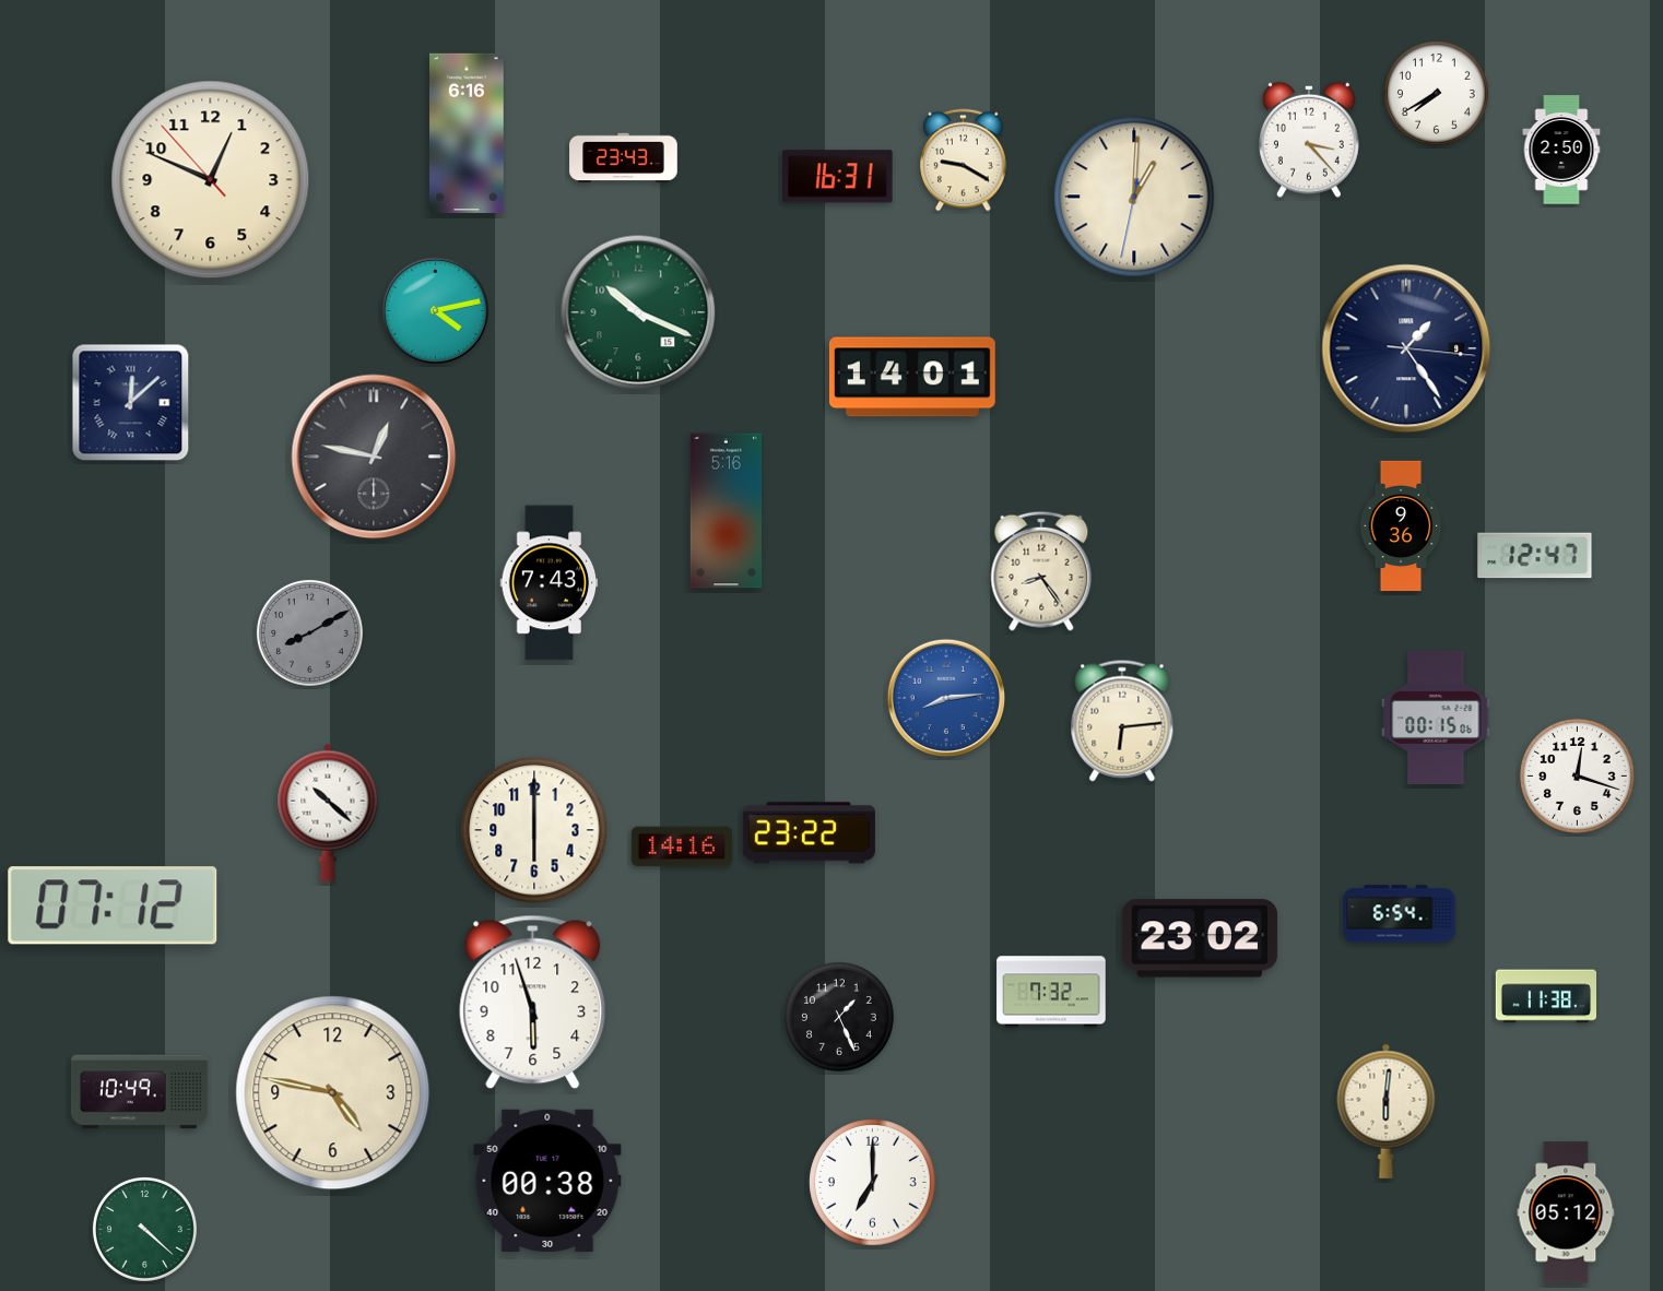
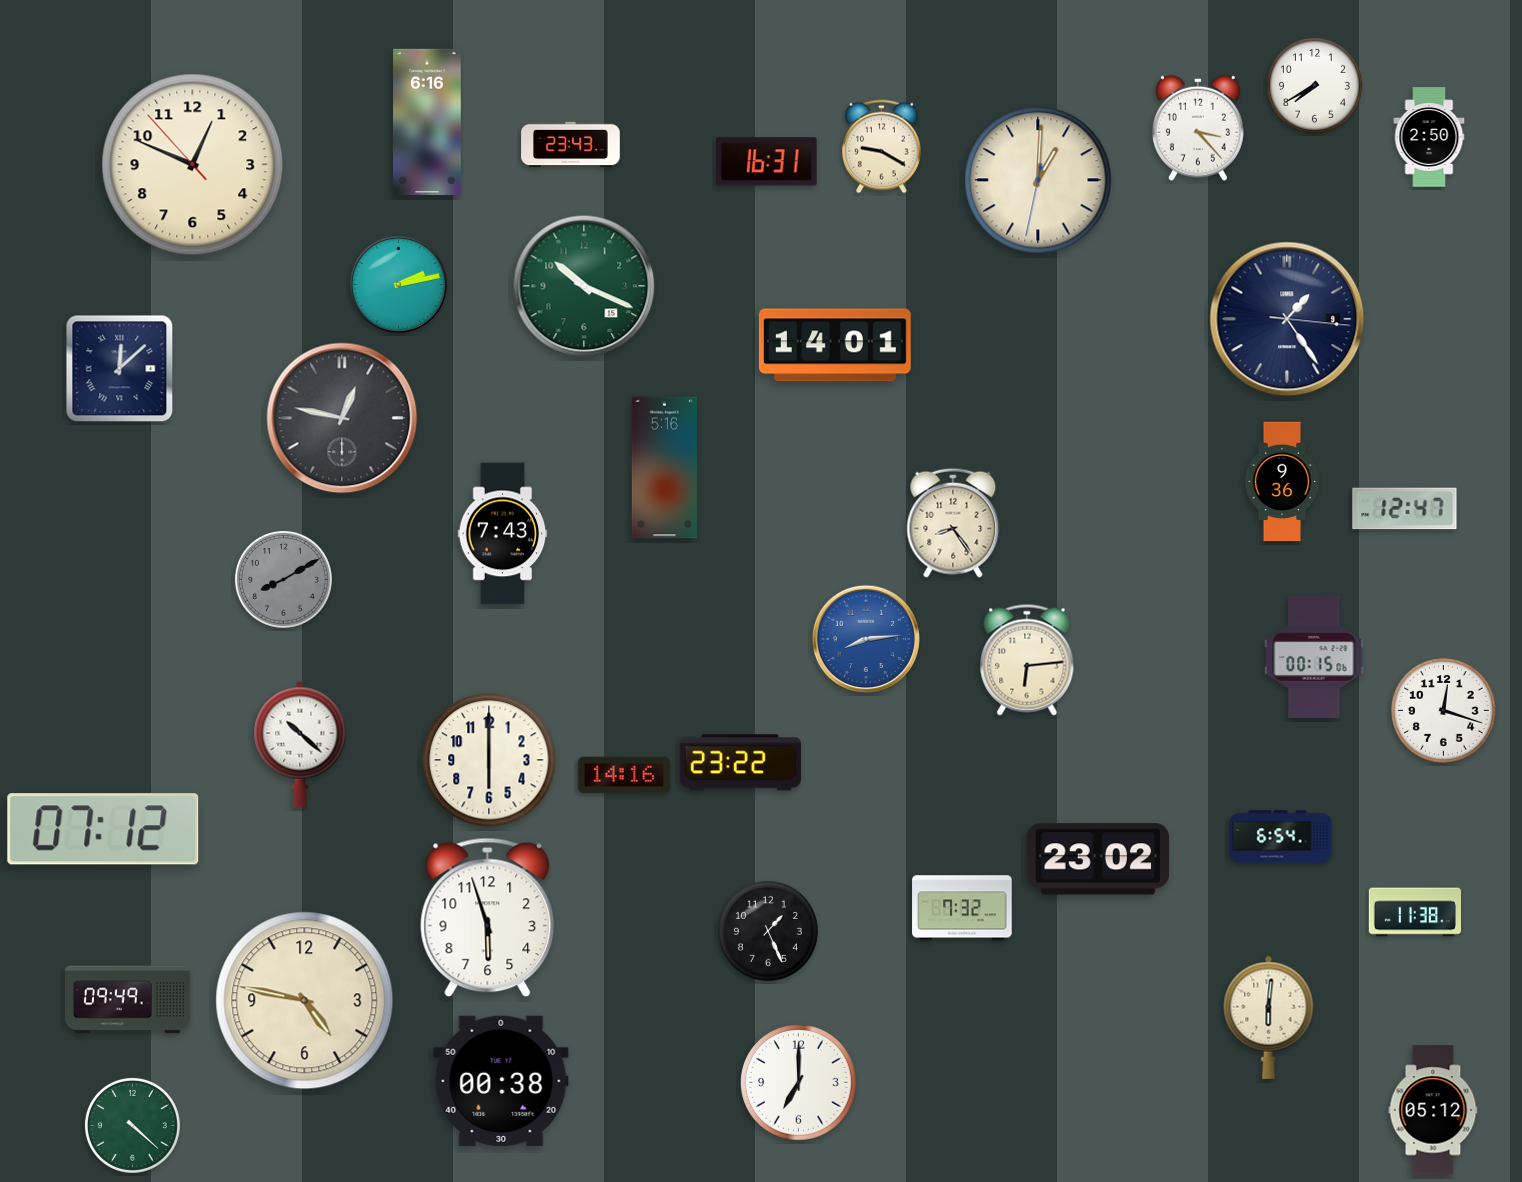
clock at (435, 310): 4:13 -> 2:13
clock at (139, 1092): 10:49 -> 09:49
